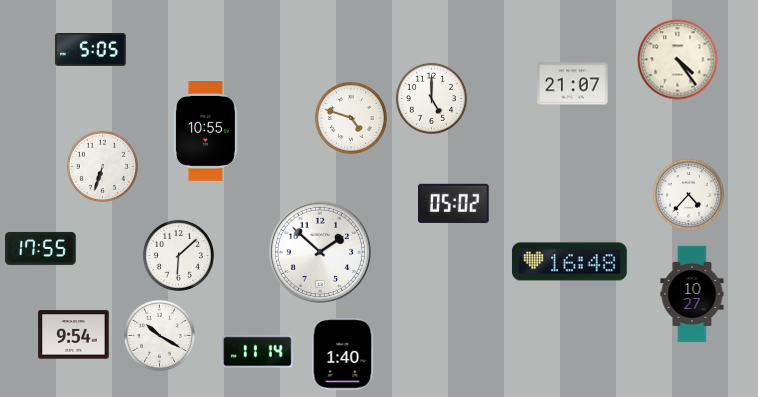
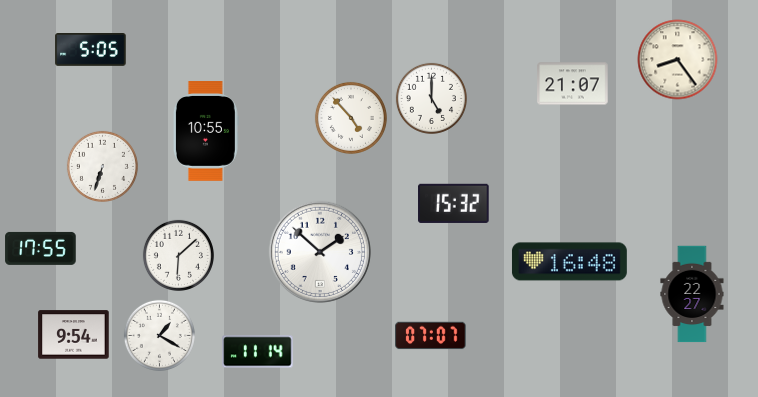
clock at (678, 60): 4:24 -> 8:24
clock at (351, 118): 4:48 -> 4:53
clock at (688, 194): 4:37 -> none
clock at (454, 203): 05:02 -> 15:32
clock at (692, 294): 10:27 -> 22:27
clock at (159, 335): 10:20 -> 1:20
clock at (431, 336): none -> 07:07
clock at (343, 354): 1:40 -> none
